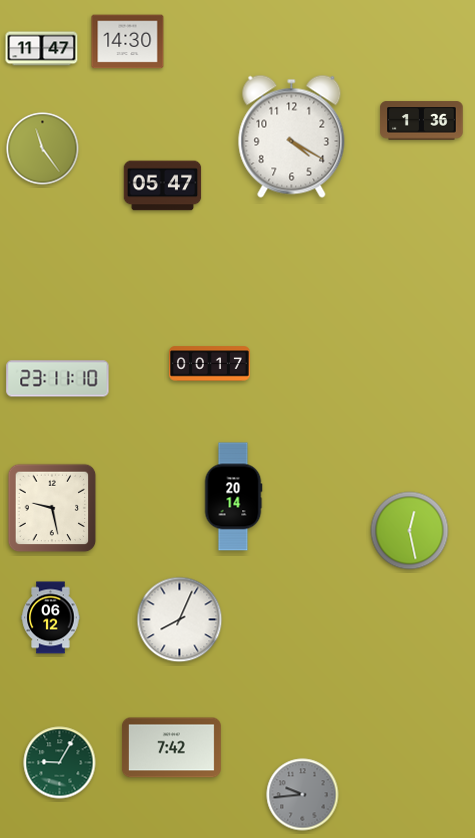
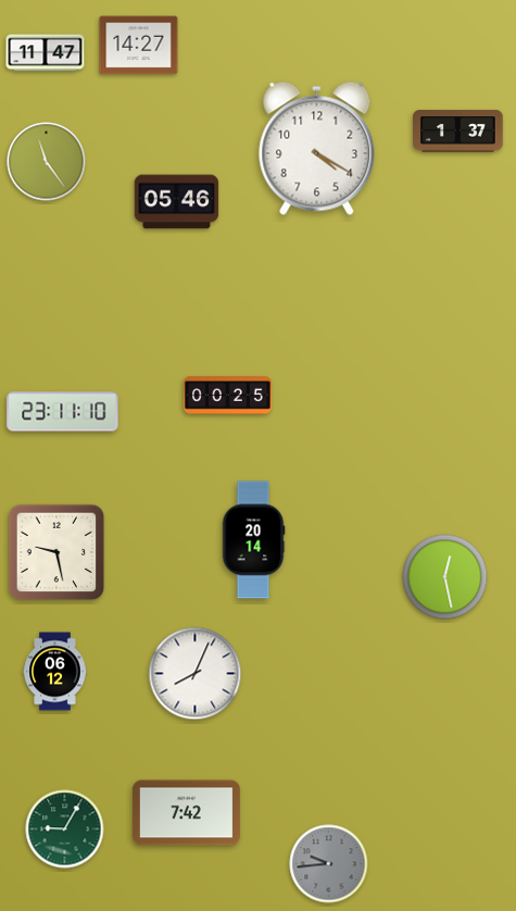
clock at (128, 42): 14:30 -> 14:27
clock at (422, 121): 1:36 -> 1:37
clock at (163, 186): 05:47 -> 05:46
clock at (210, 364): 00:17 -> 00:25
